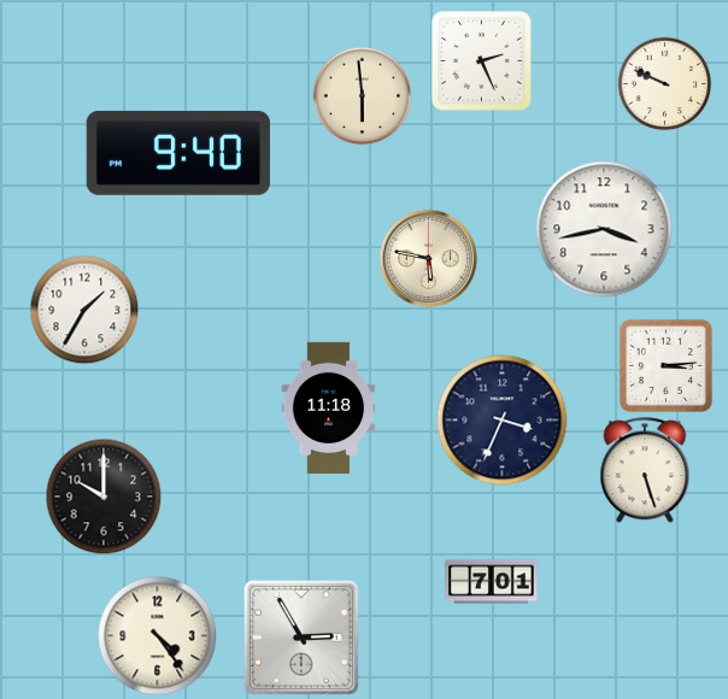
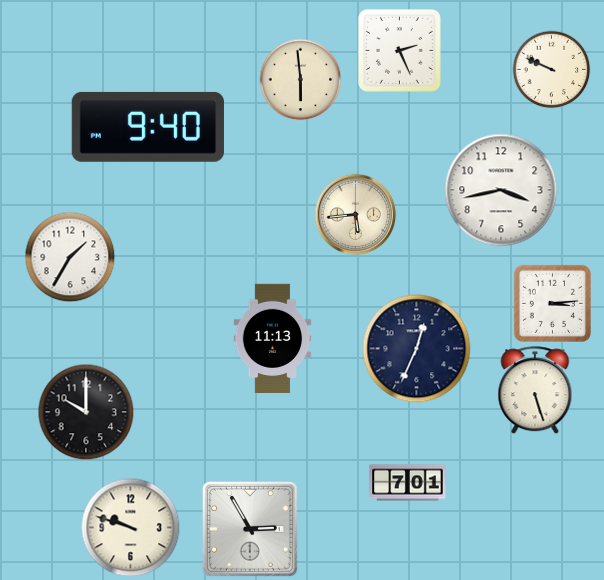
clock at (428, 258): 5:47 -> 5:44
clock at (329, 407): 11:18 -> 11:13
clock at (503, 421): 3:34 -> 12:34
clock at (158, 636): 4:24 -> 9:48
